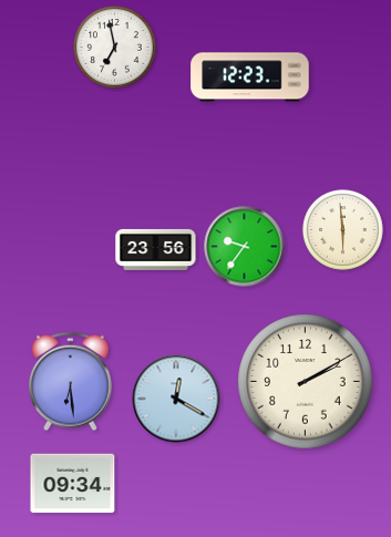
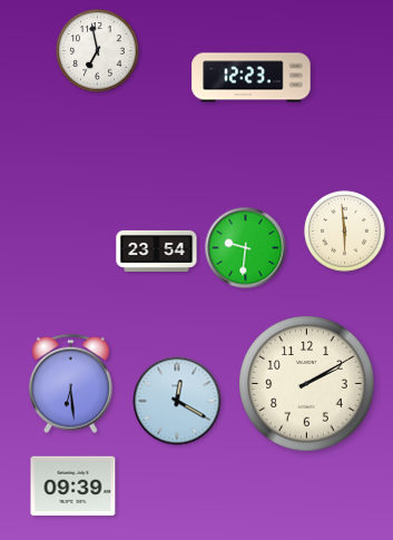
clock at (115, 48) position: (115, 48) -> (98, 51)
clock at (245, 247): 9:36 -> 9:31
clock at (156, 249): 23:56 -> 23:54
clock at (73, 484): 09:34 -> 09:39
